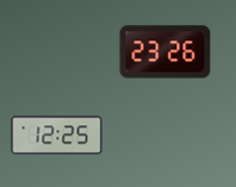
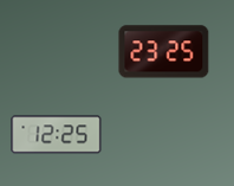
clock at (166, 52): 23:26 -> 23:25
